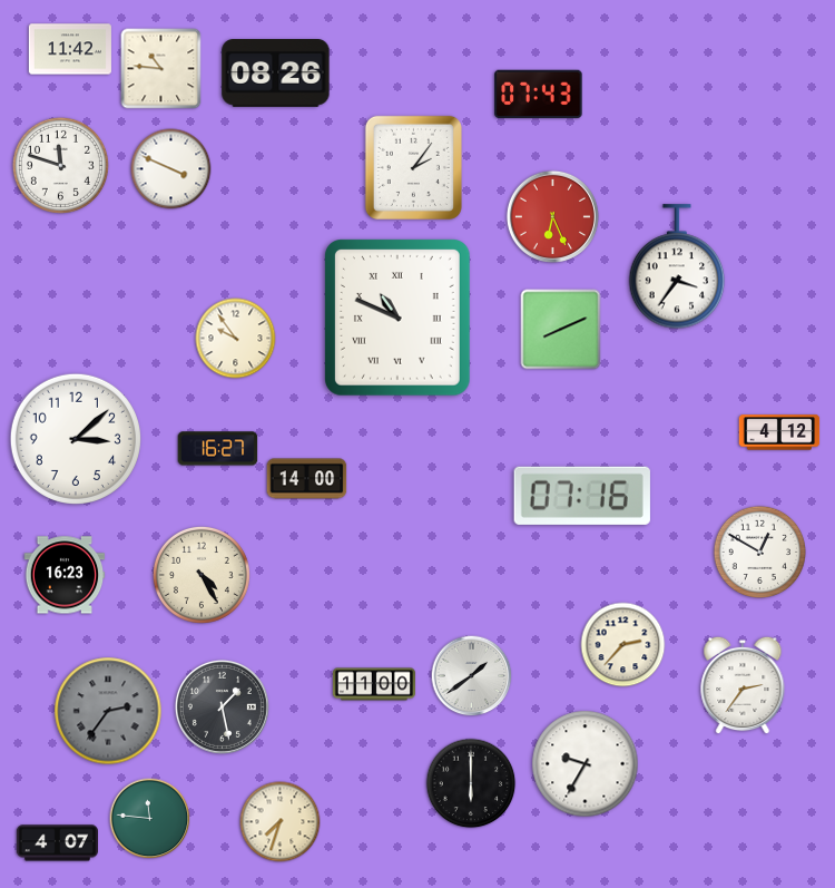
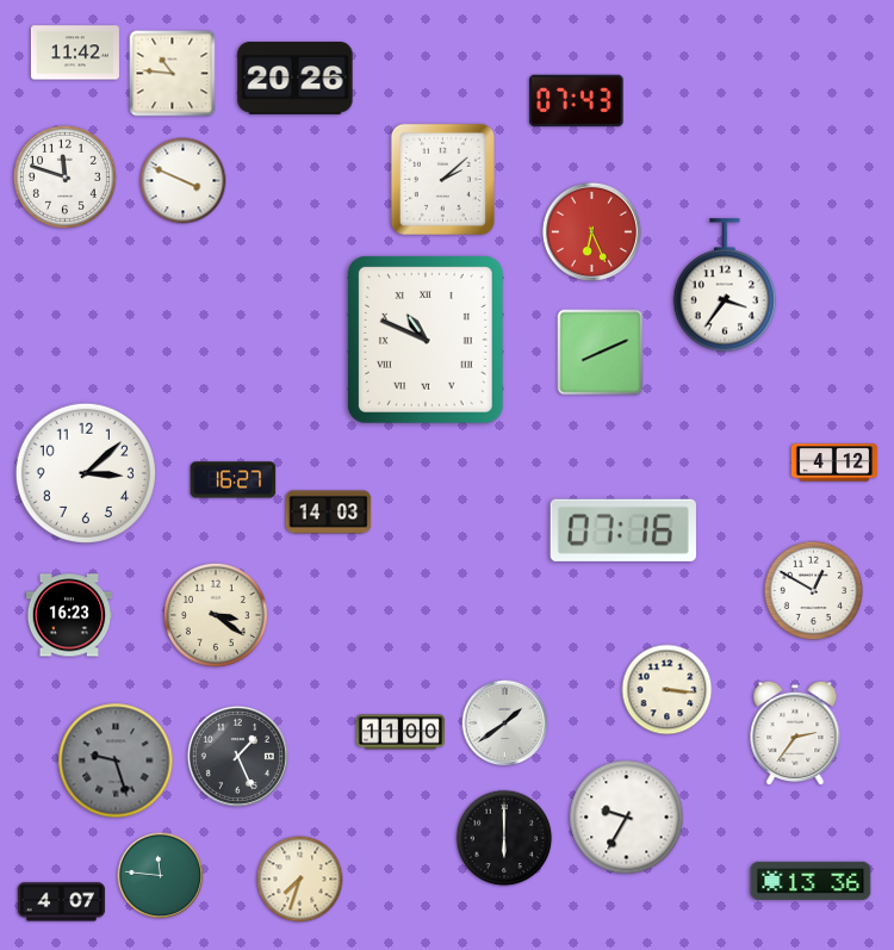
clock at (276, 74): 08:26 -> 20:26
clock at (413, 167): 2:06 -> 2:08
clock at (236, 339): 9:54 -> none
clock at (76, 439) position: (76, 439) -> (86, 473)
clock at (307, 479): 14:00 -> 14:03
clock at (202, 575): 4:25 -> 3:21
clock at (623, 645): 2:37 -> 3:16
clock at (222, 706): 1:28 -> 1:26
clock at (108, 711): 2:36 -> 9:27
clock at (811, 881): none -> 13:36
